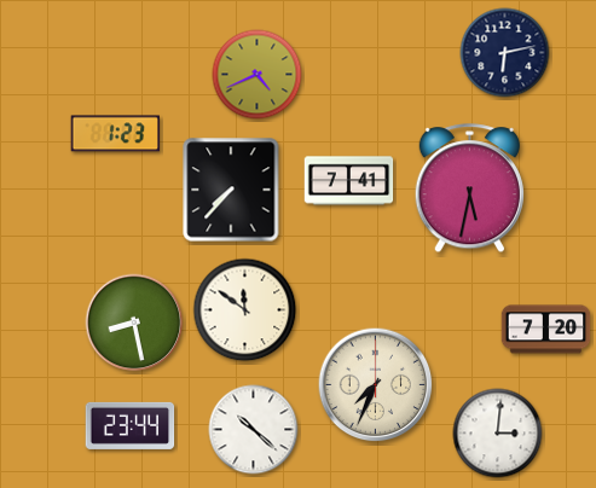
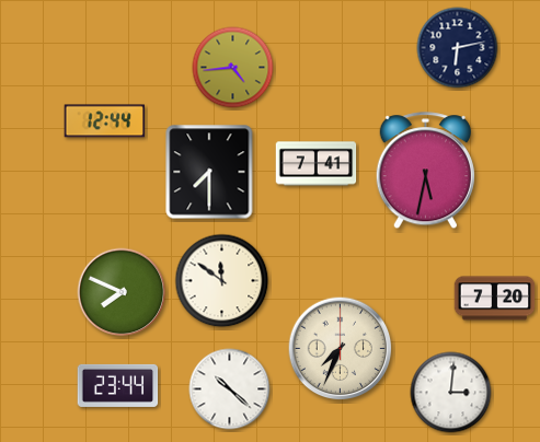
clock at (258, 75): 4:41 -> 4:44
clock at (116, 134): 1:23 -> 12:44
clock at (231, 190): 7:37 -> 7:30
clock at (134, 323): 8:28 -> 7:49
